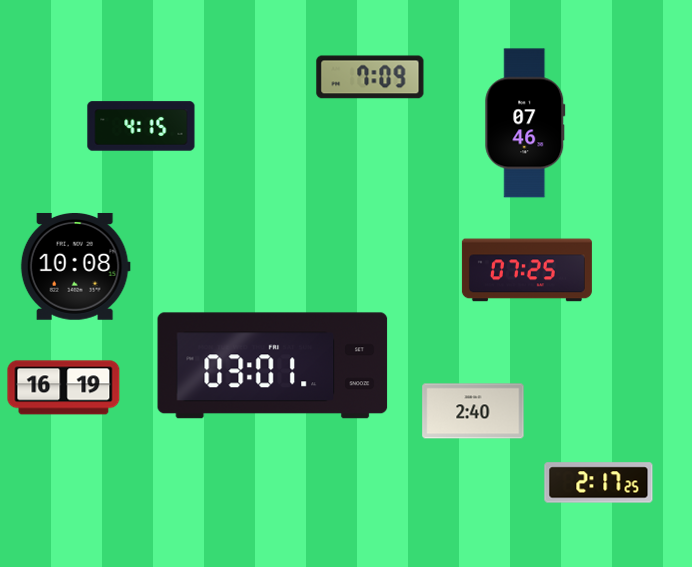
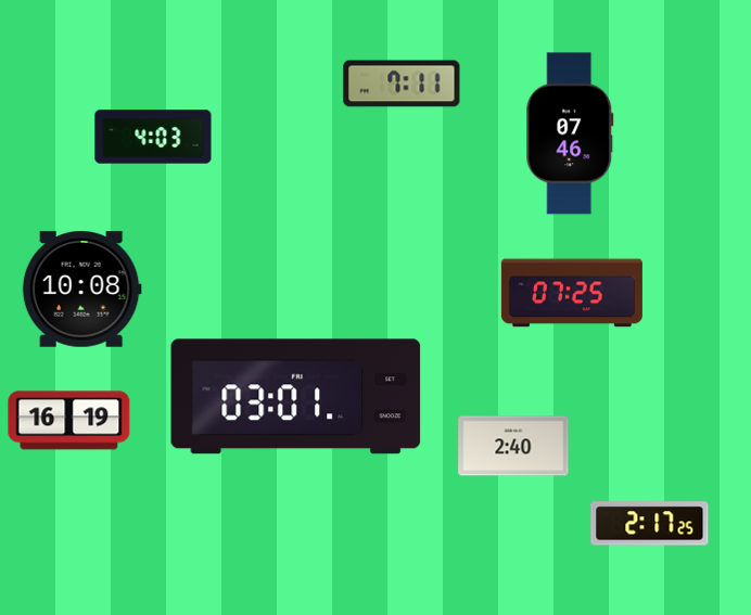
clock at (370, 77): 7:09 -> 7:11
clock at (141, 126): 4:15 -> 4:03
